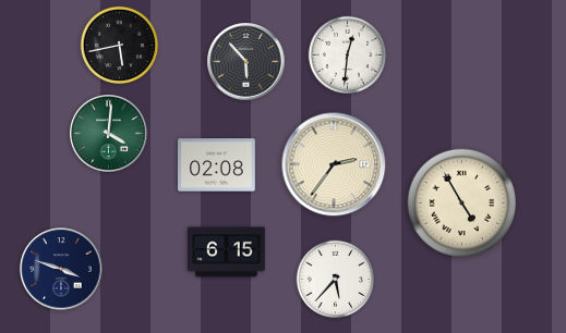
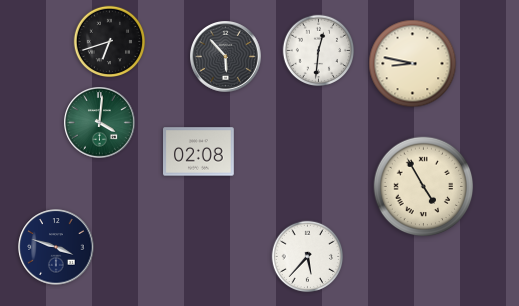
clock at (120, 46): 5:43 -> 6:42
clock at (413, 64): none -> 8:47
clock at (334, 164): 2:36 -> none
clock at (227, 252): 6:15 -> none
